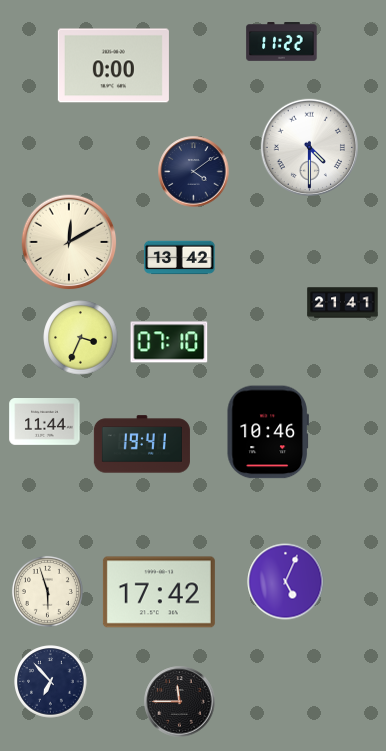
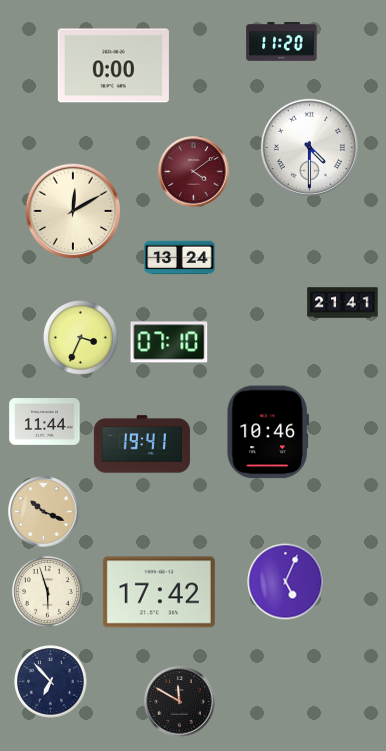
clock at (282, 42): 11:22 -> 11:20
clock at (194, 172) dial: navy -> burgundy
clock at (69, 242) position: (69, 242) -> (73, 211)
clock at (180, 258): 13:42 -> 13:24
clock at (44, 512): none -> 10:19
clock at (180, 702): 11:45 -> 11:50
